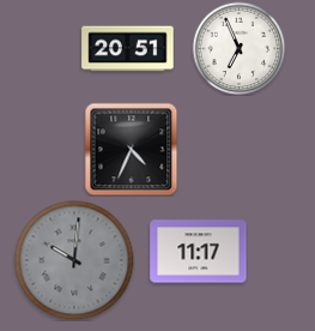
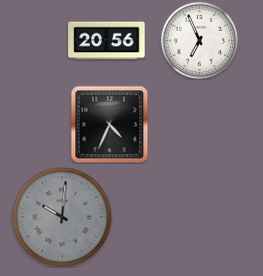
clock at (128, 49): 20:51 -> 20:56
clock at (199, 252): 11:17 -> none
